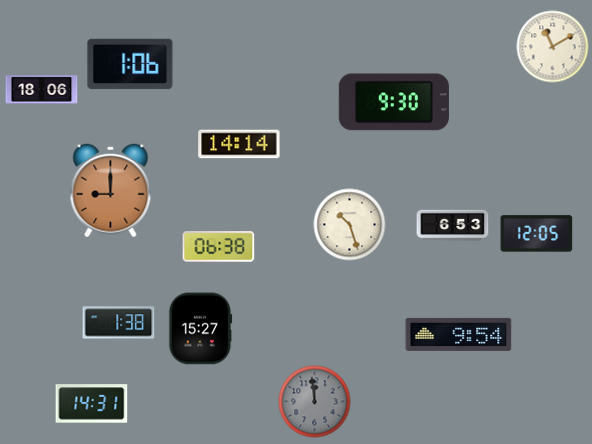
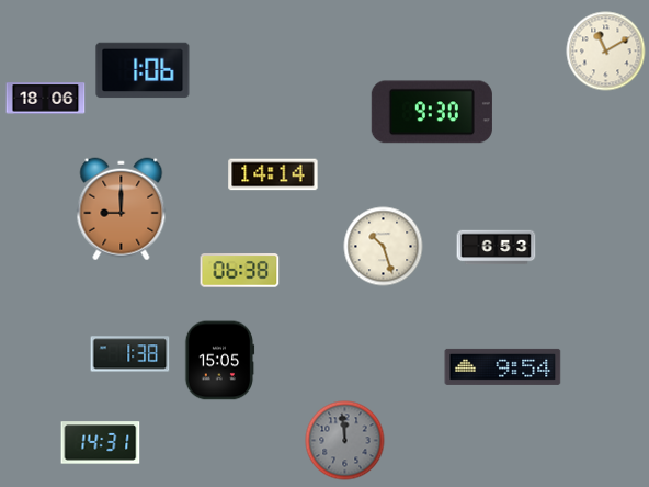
clock at (239, 144) position: (239, 144) -> (273, 174)
clock at (537, 234): 12:05 -> none
clock at (200, 329): 15:27 -> 15:05
